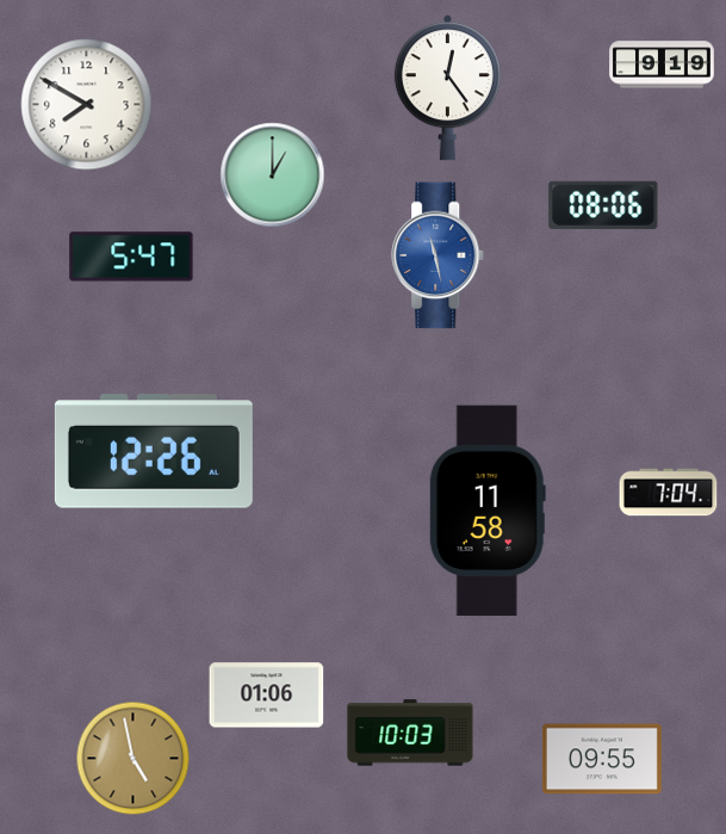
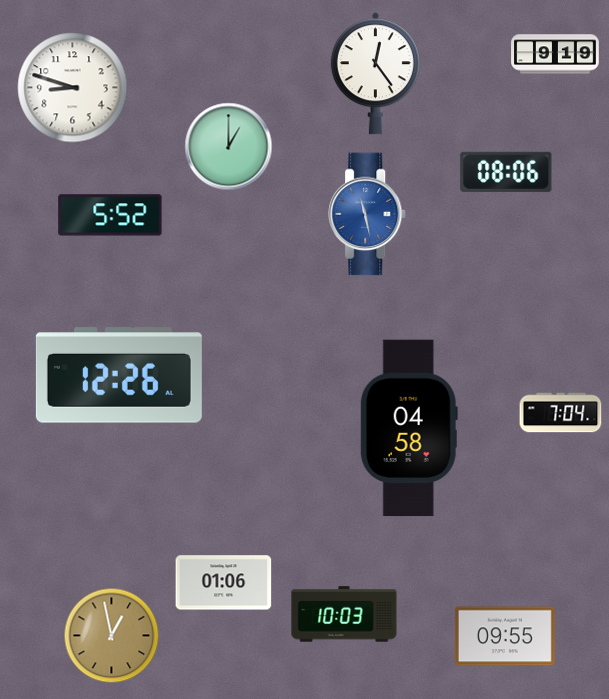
clock at (87, 105): 7:50 -> 8:48
clock at (131, 257): 5:47 -> 5:52
clock at (154, 451) position: (154, 451) -> (119, 375)
clock at (488, 511): 11:58 -> 04:58
clock at (134, 759): 4:58 -> 12:58
